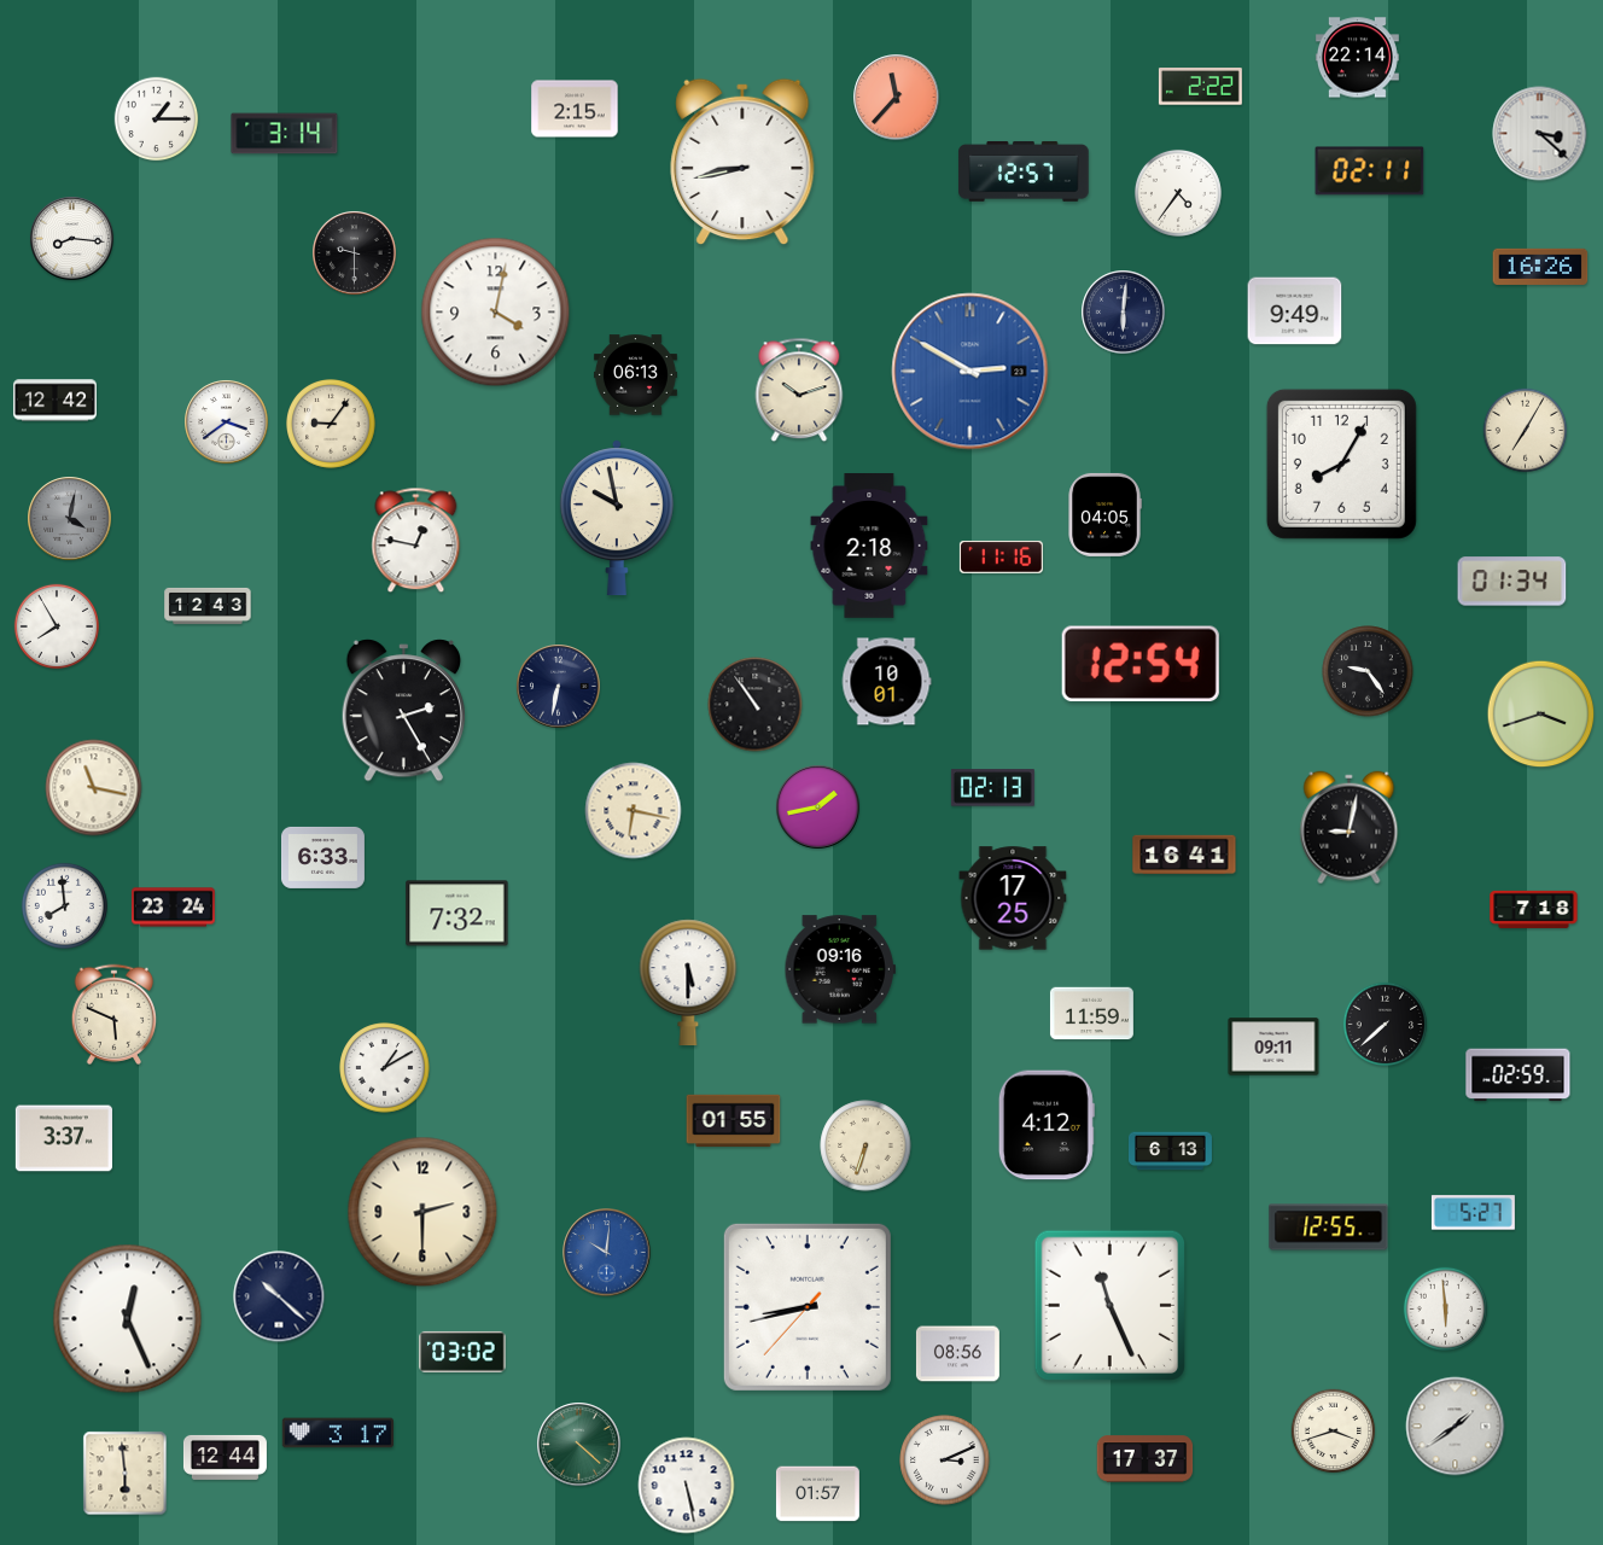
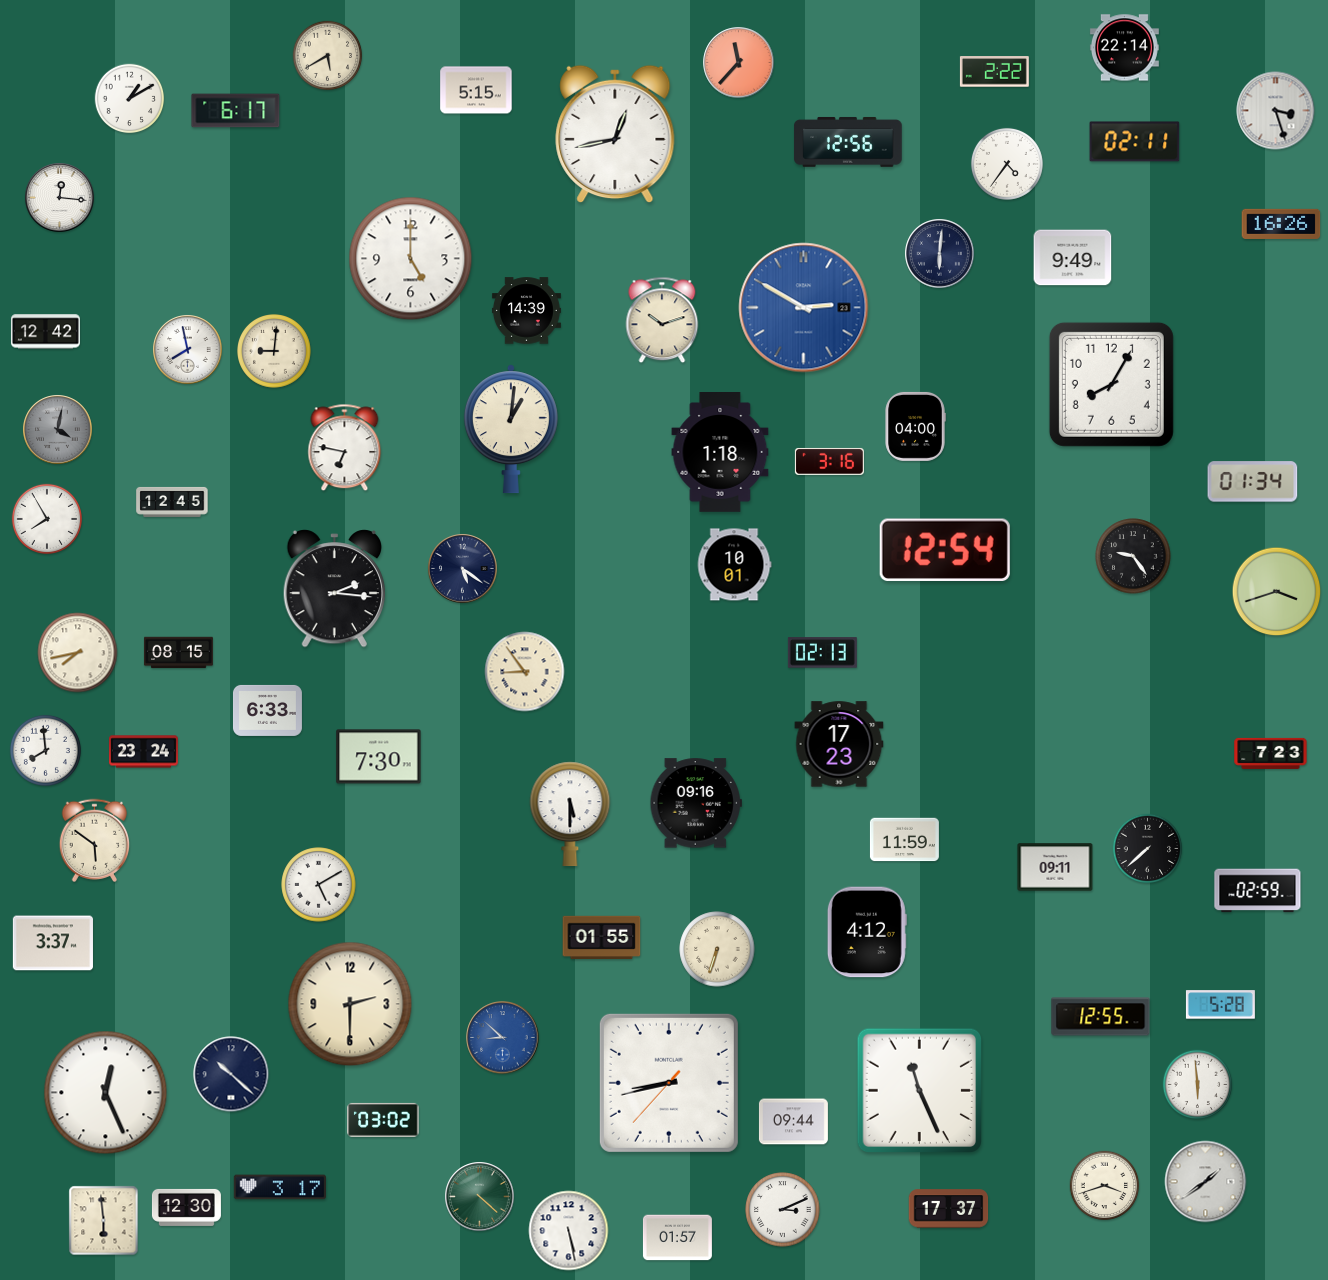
clock at (328, 56): none -> 5:40
clock at (897, 98) position: (897, 98) -> (739, 63)
clock at (575, 109): 2:15 -> 5:15
clock at (157, 119): 1:15 -> 1:10
clock at (285, 134): 3:14 -> 6:17
clock at (1540, 134): 3:22 -> 3:27
clock at (742, 162): 8:43 -> 12:43
clock at (1024, 171): 12:57 -> 12:56
clock at (1178, 193) position: (1178, 193) -> (1007, 164)
clock at (72, 239): 8:16 -> 12:16
clock at (355, 253): 9:30 -> none
clock at (1540, 267) position: (1540, 267) -> (1281, 224)
clock at (496, 313): 4:02 -> 5:00
clock at (1124, 313) position: (1124, 313) -> (940, 254)
clock at (635, 375): 06:13 -> 14:39
clock at (799, 390) position: (799, 390) -> (662, 320)
clock at (227, 422): 3:39 -> 7:58
clock at (331, 424): 9:06 -> 9:01
clock at (1526, 431): 7:05 -> none
clock at (1104, 514): 04:05 -> 04:00
clock at (617, 518): 9:58 -> 1:01
clock at (416, 541): 12:47 -> 6:47
clock at (869, 547): 2:18 -> 1:18
clock at (1001, 556): 11:16 -> 3:16
clock at (208, 606): 12:43 -> 12:45
clock at (559, 687): 6:32 -> 5:21
clock at (756, 705): 10:54 -> none
clock at (403, 711): 2:25 -> 2:16
clock at (94, 788): 11:17 -> 7:43
clock at (178, 653): none -> 08:15
clock at (818, 808): 1:43 -> none
clock at (634, 811): 6:17 -> 8:54
clock at (1350, 828): 9:02 -> none
clock at (1184, 855): 16:41 -> none
clock at (1013, 898): 17:25 -> 17:23
clock at (64, 905) position: (64, 905) -> (45, 750)
clock at (1534, 909): 7:18 -> 7:23
clock at (457, 914): 7:32 -> 7:30
clock at (115, 1014): 5:49 -> 5:51
clock at (385, 1068): 1:10 -> 5:10
clock at (734, 1121) position: (734, 1121) -> (602, 938)
clock at (1170, 1152): 6:13 -> none
clock at (1473, 1213): 5:27 -> 5:28
clock at (607, 1253): 10:01 -> 8:52
clock at (1109, 1305) position: (1109, 1305) -> (919, 1090)
clock at (957, 1354): 08:56 -> 09:44
clock at (225, 1457): 12:44 -> 12:30
